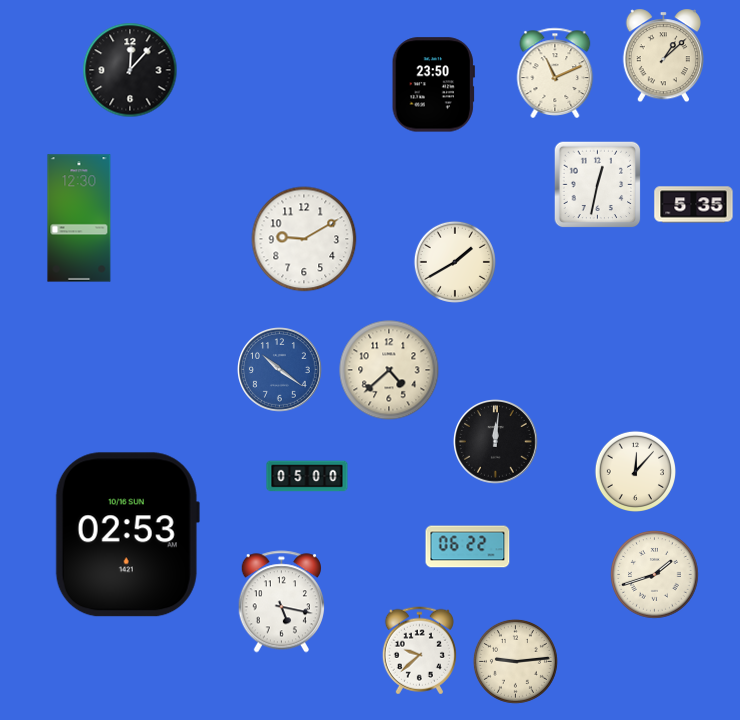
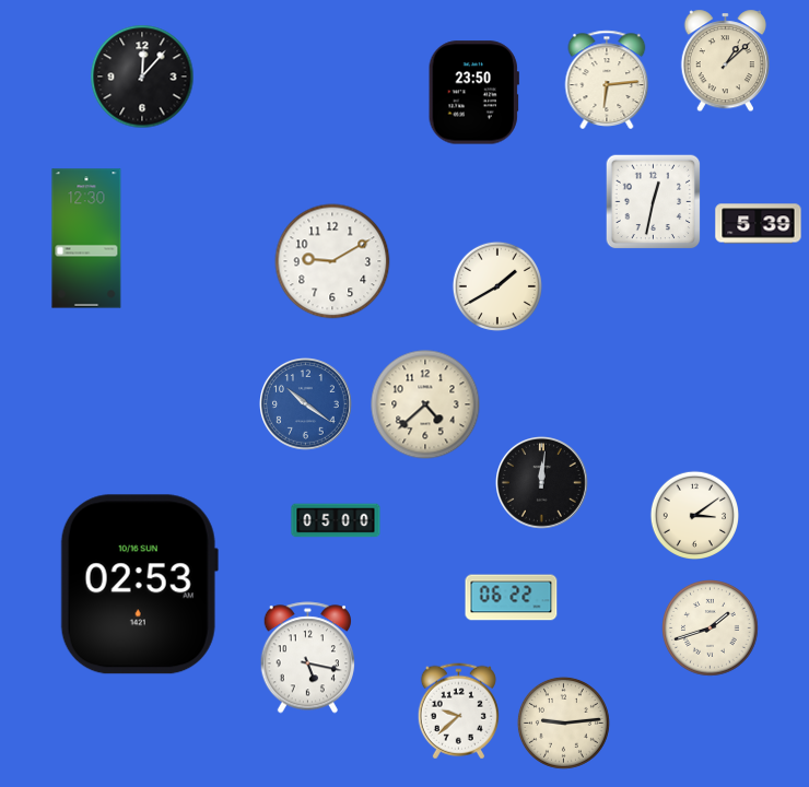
clock at (555, 73): 11:11 -> 6:14
clock at (694, 205): 5:35 -> 5:39
clock at (635, 471): 12:07 -> 3:09
clock at (655, 575) position: (655, 575) -> (711, 629)
